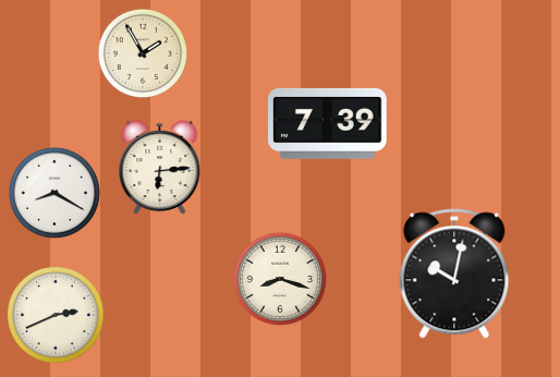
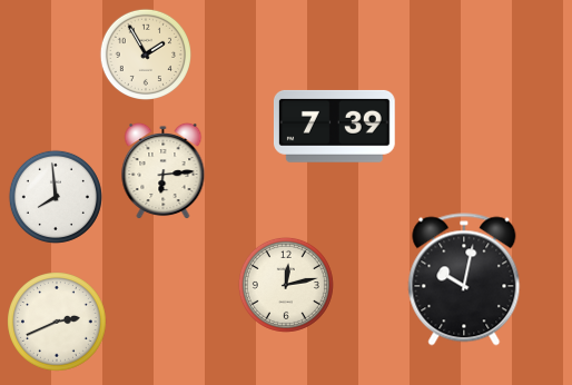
clock at (54, 193): 8:20 -> 7:59
clock at (280, 279): 8:18 -> 12:13
